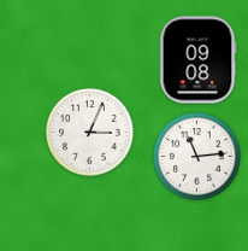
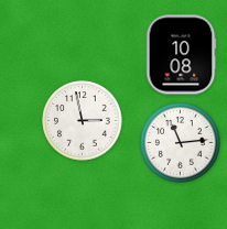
clock at (197, 60): 09:08 -> 10:08
clock at (90, 133): 3:04 -> 2:58
